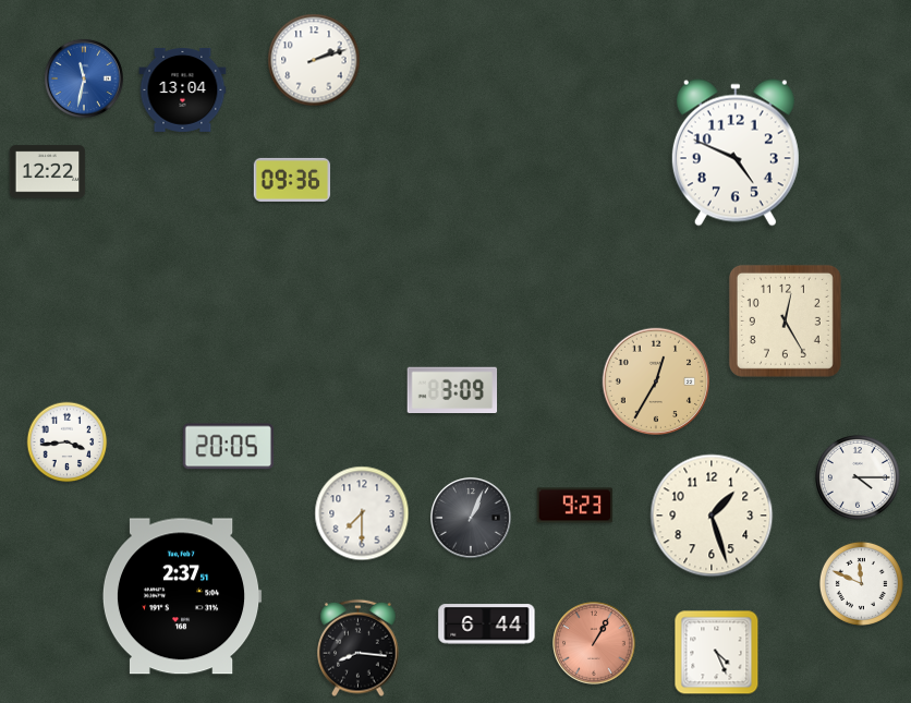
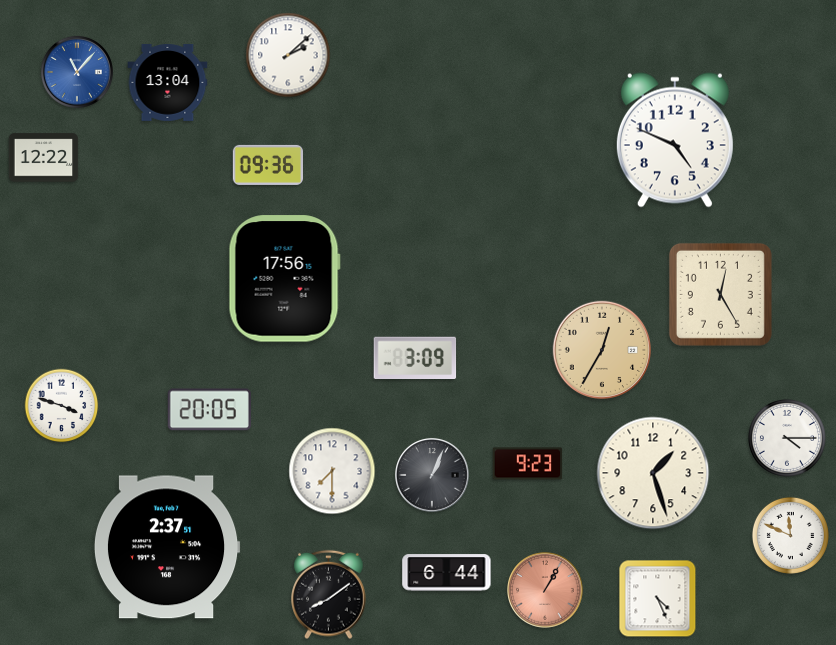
clock at (314, 60): 2:12 -> 2:08
clock at (84, 78): 11:32 -> 11:07
clock at (284, 279): none -> 17:56
clock at (68, 443): 3:44 -> 3:48
clock at (359, 649): 8:16 -> 8:09
